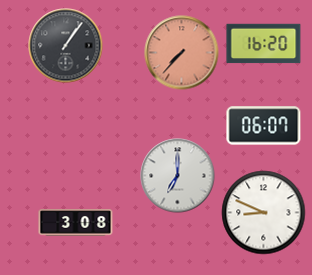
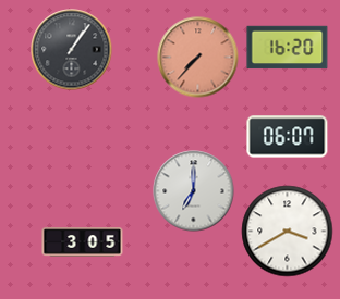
clock at (264, 213): 8:49 -> 3:40
clock at (76, 223): 3:08 -> 3:05
